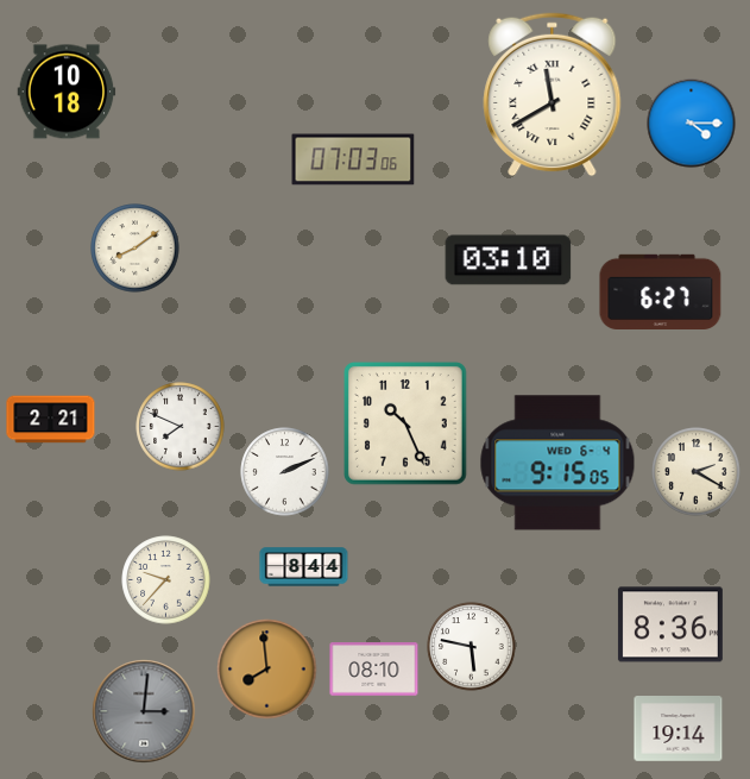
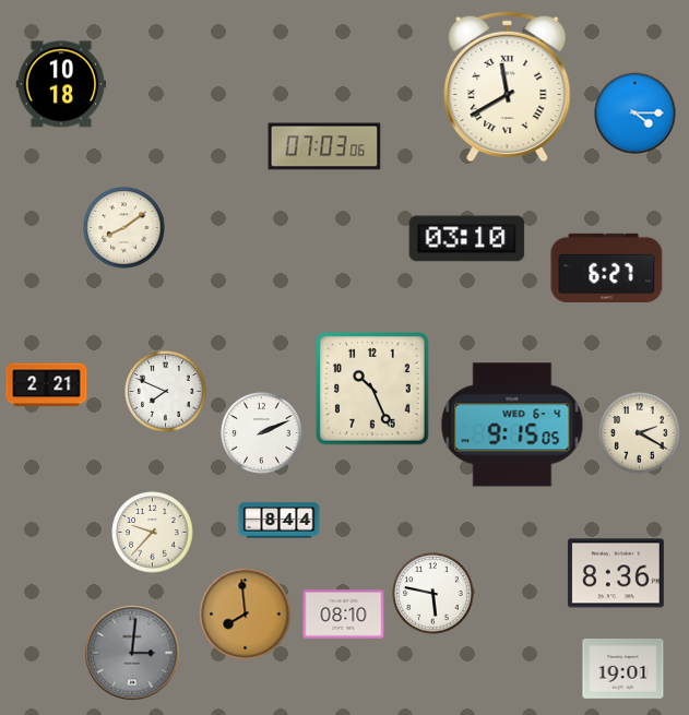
clock at (679, 729): 19:14 -> 19:01
